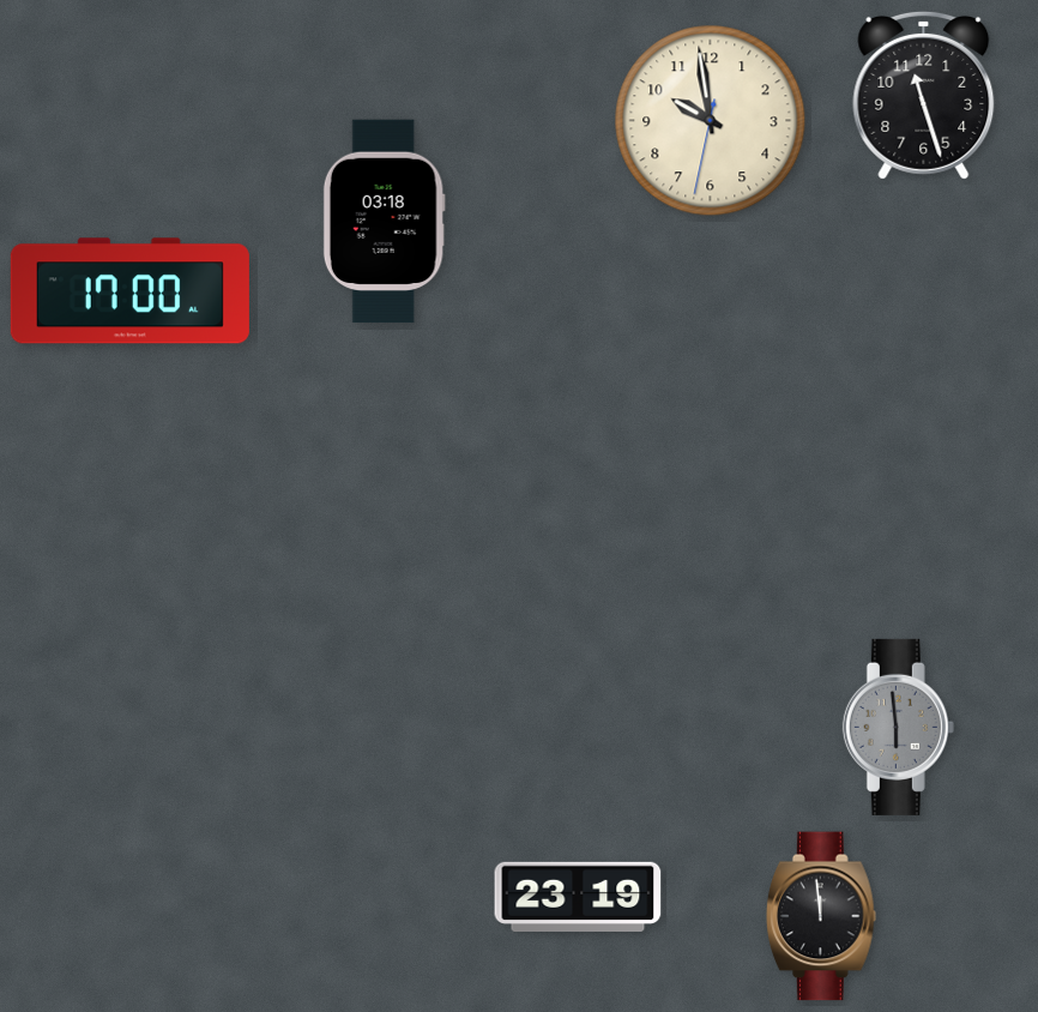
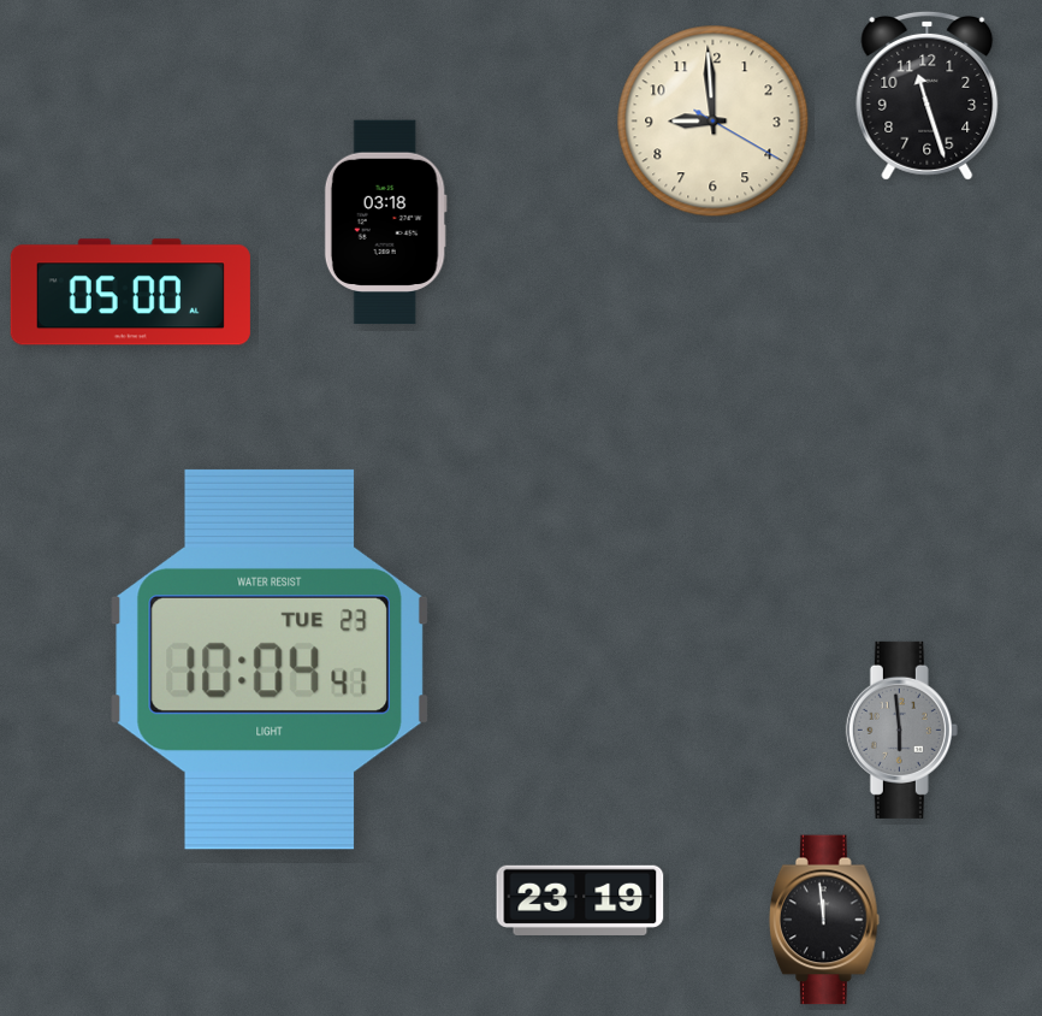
clock at (711, 121): 9:58 -> 8:59
clock at (129, 291): 17:00 -> 05:00
clock at (270, 660): none -> 10:04
